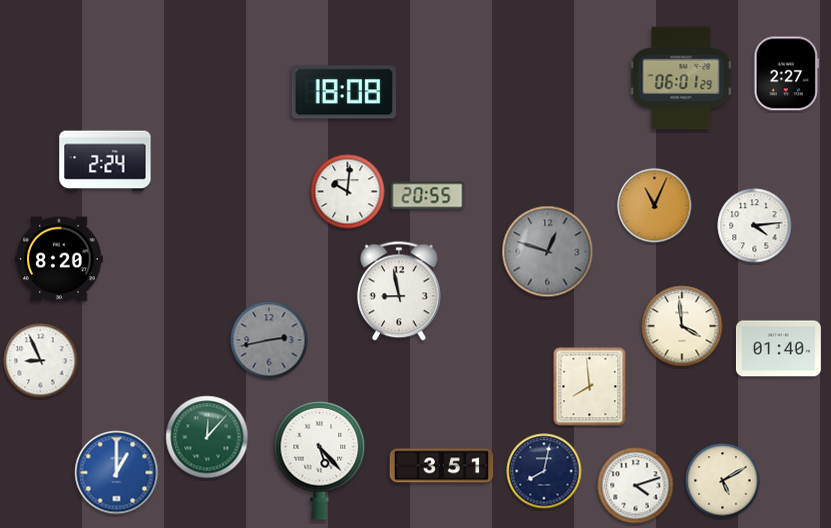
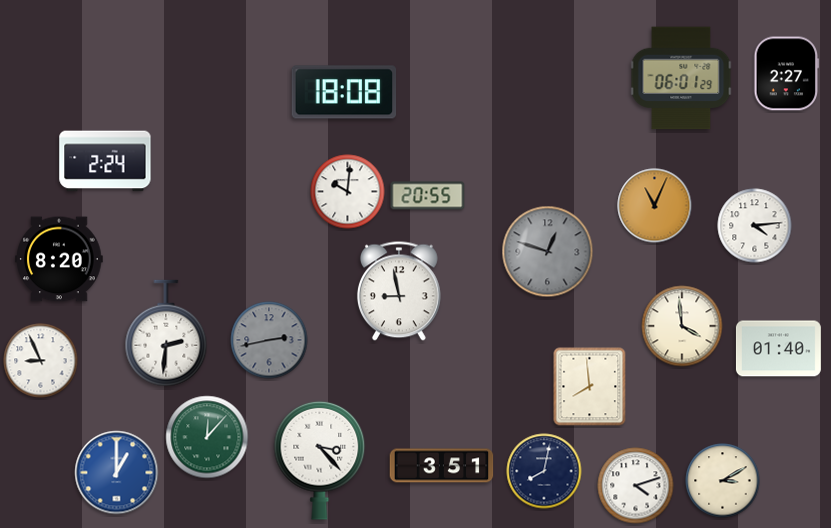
clock at (166, 333): none -> 2:31
clock at (320, 460): 5:23 -> 3:23
clock at (723, 481): 5:10 -> 3:10
